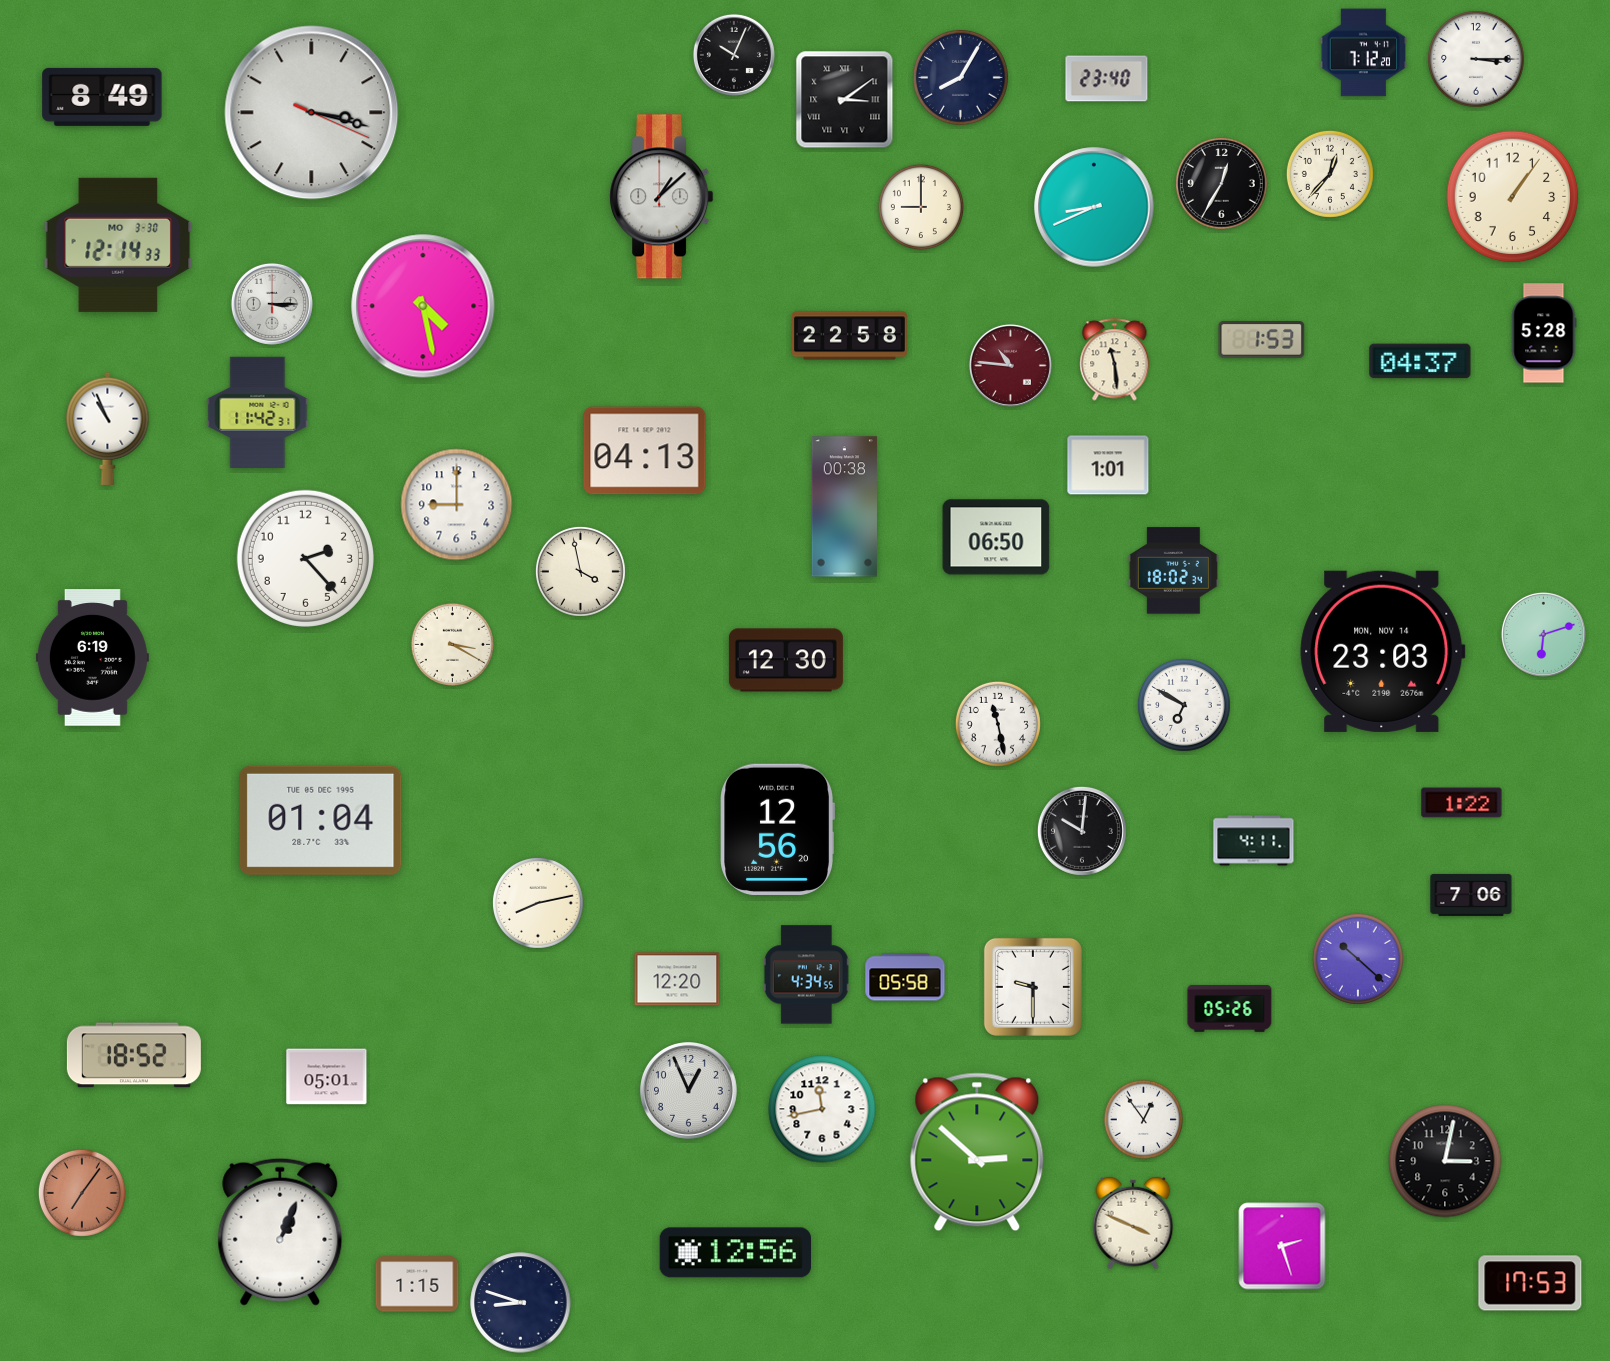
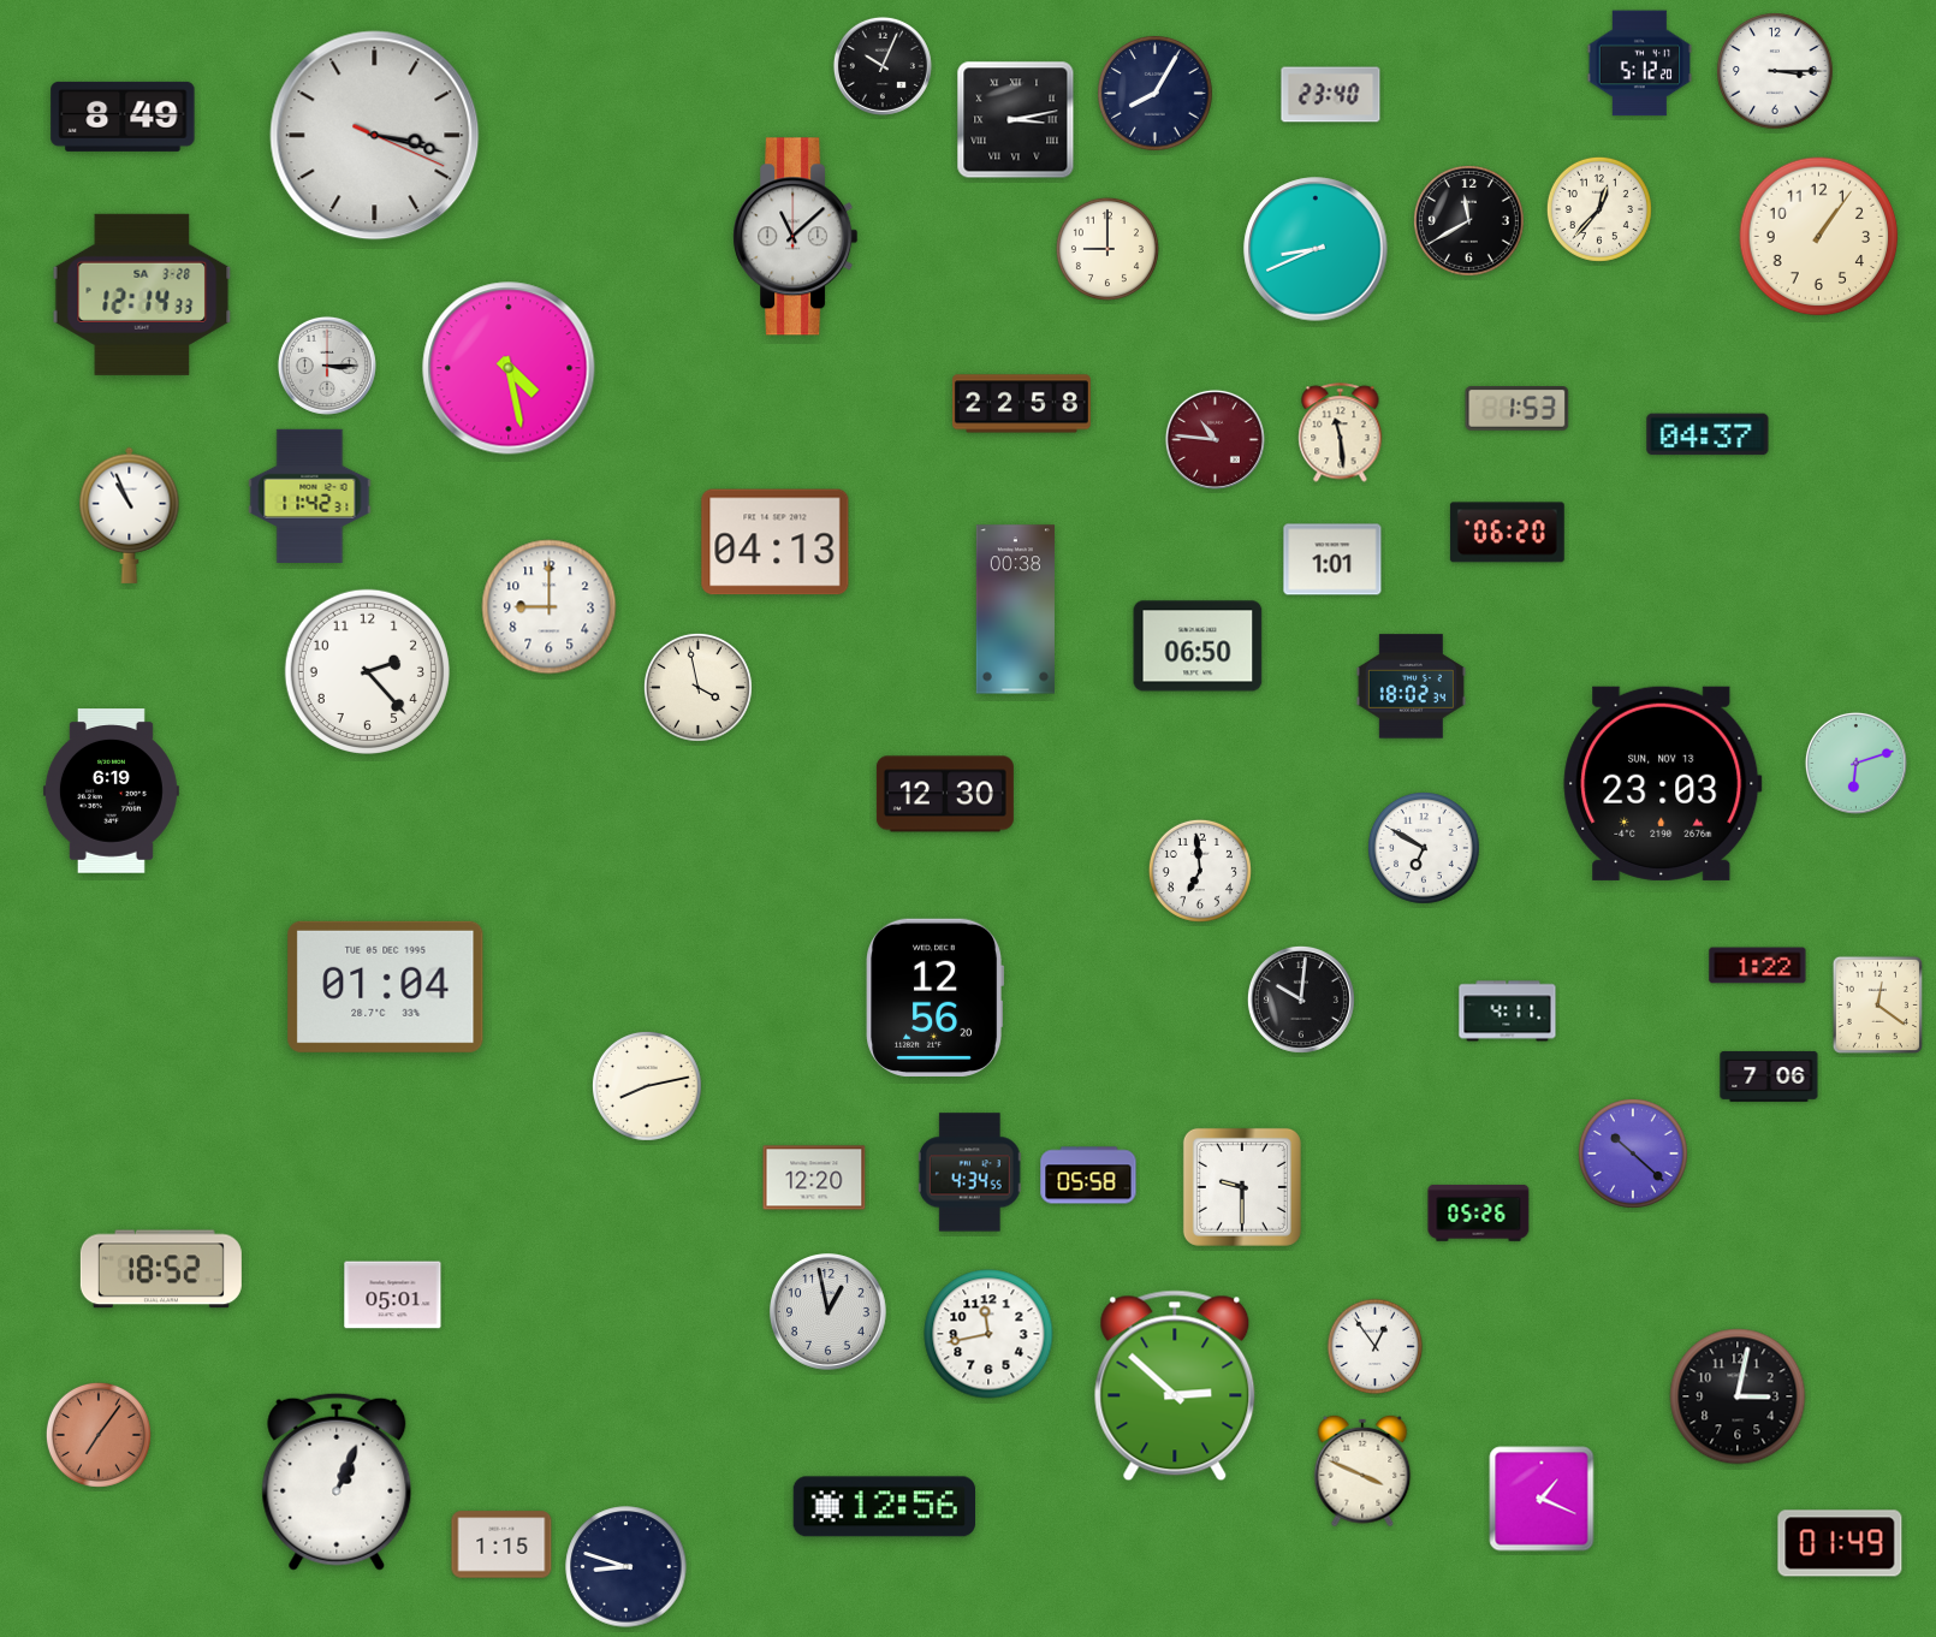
clock at (1364, 53): 7:12 -> 5:12
clock at (845, 100): 3:09 -> 3:13
clock at (1222, 184): 12:35 -> 11:40
clock at (662, 197): 1:08 -> 11:08
clock at (118, 245) date: MO 3-30 -> SA 3-28
clock at (1544, 333): 5:28 -> none
clock at (1507, 533): none -> 06:20
clock at (452, 644): 3:20 -> none
clock at (1383, 651) date: MON, NOV 14 -> SUN, NOV 13
clock at (998, 724): 11:28 -> 6:59
clock at (1877, 1004): none -> 12:21
clock at (689, 1091): 12:56 -> 12:58
clock at (1282, 1246): 2:27 -> 1:19
clock at (1530, 1283): 17:53 -> 01:49
